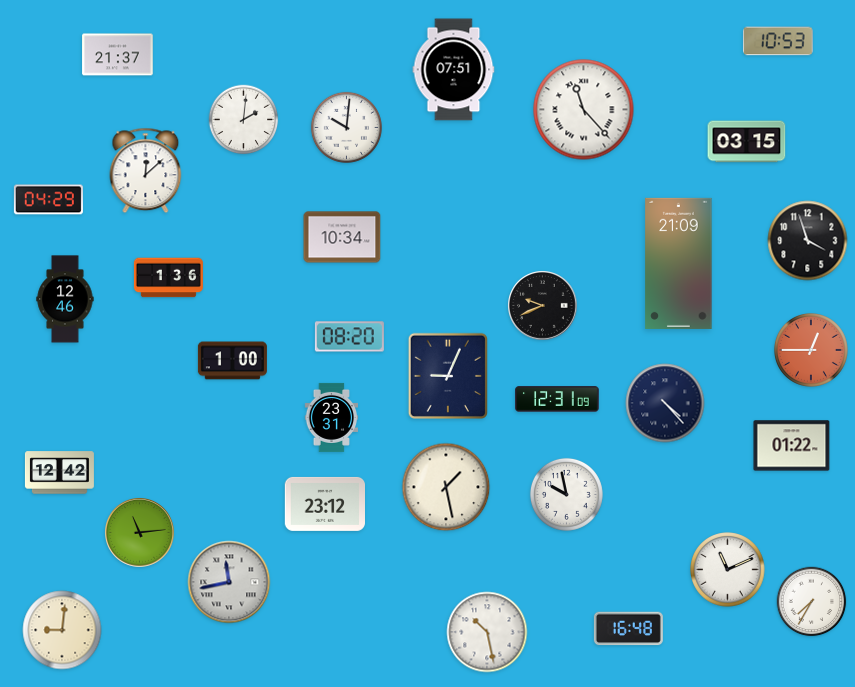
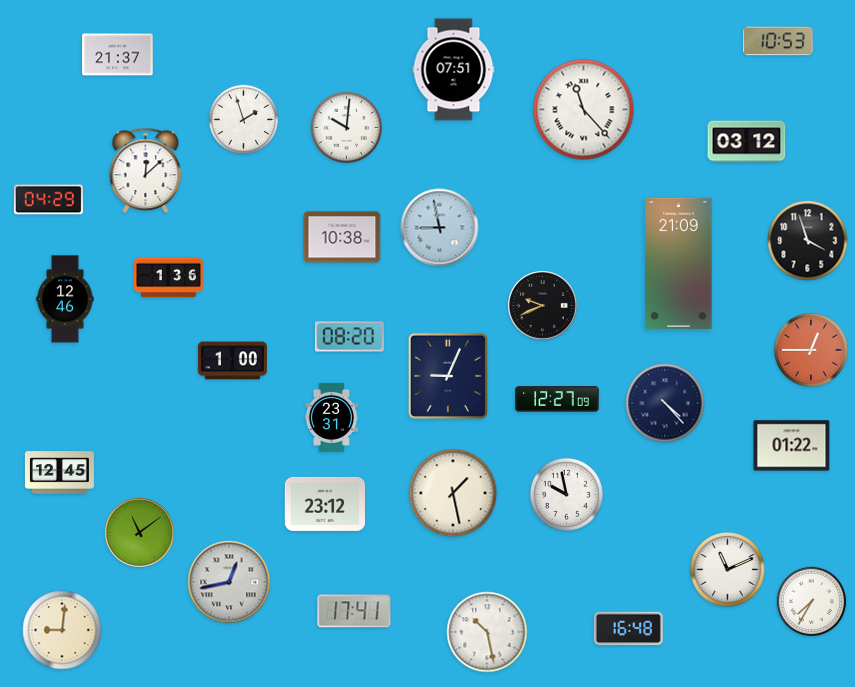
clock at (244, 120): 2:01 -> 1:57
clock at (747, 142): 03:15 -> 03:12
clock at (440, 228): none -> 8:58
clock at (342, 237): 10:34 -> 10:38
clock at (557, 399): 12:31 -> 12:27
clock at (59, 473): 12:42 -> 12:45
clock at (446, 487) position: (446, 487) -> (453, 493)
clock at (140, 533): 11:14 -> 11:09
clock at (229, 582): 11:43 -> 12:43
clock at (354, 611): none -> 17:41
